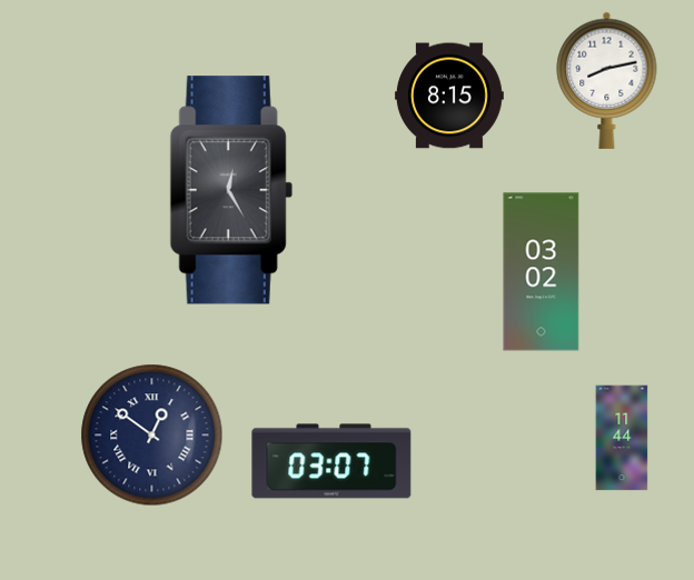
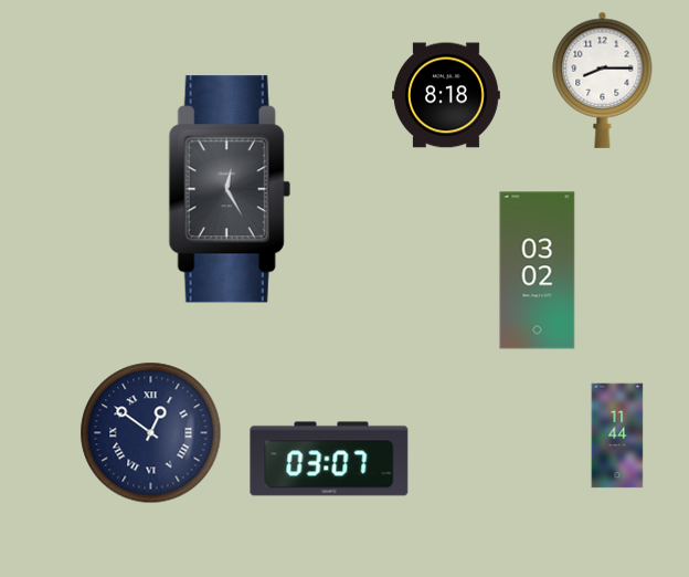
clock at (607, 80): 8:13 -> 8:15
clock at (449, 96): 8:15 -> 8:18
